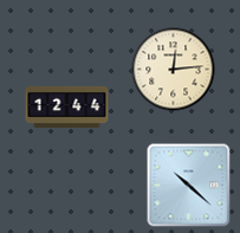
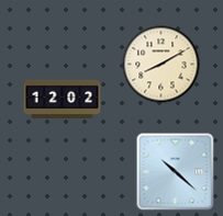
clock at (174, 70): 12:14 -> 8:10
clock at (67, 106): 12:44 -> 12:02
